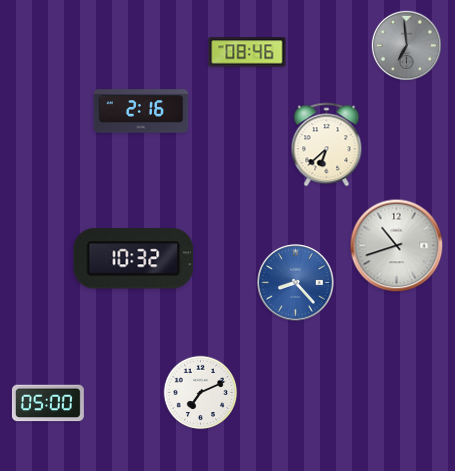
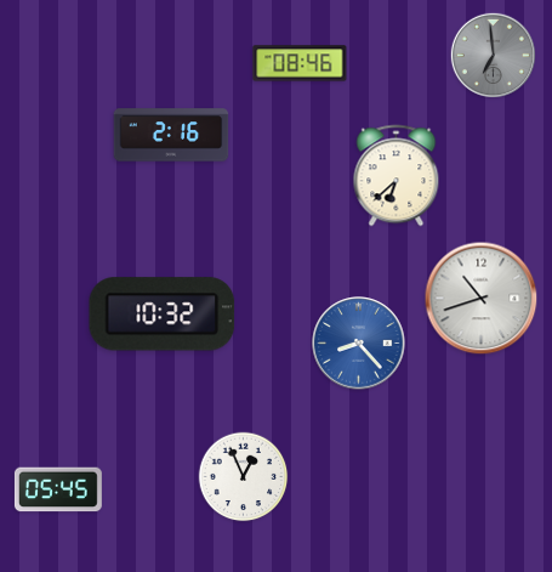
clock at (201, 393): 7:11 -> 12:56
clock at (48, 403): 05:00 -> 05:45
